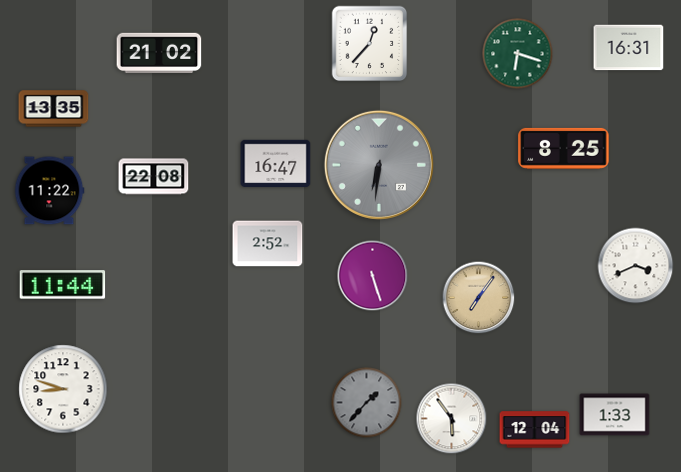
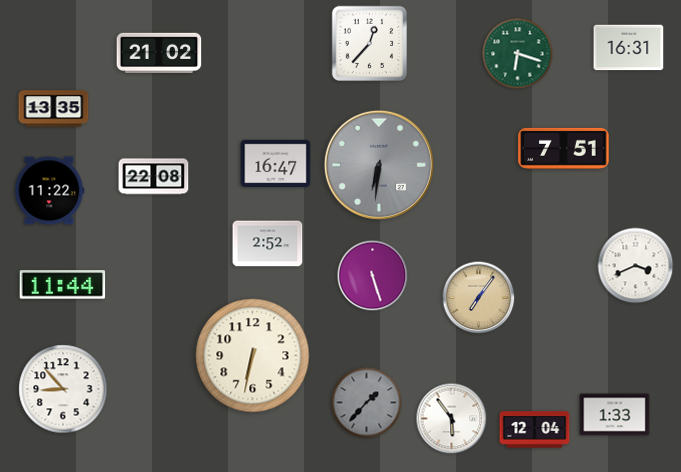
clock at (564, 148): 8:25 -> 7:51
clock at (253, 356): none -> 6:32
clock at (63, 389): 8:48 -> 8:53
